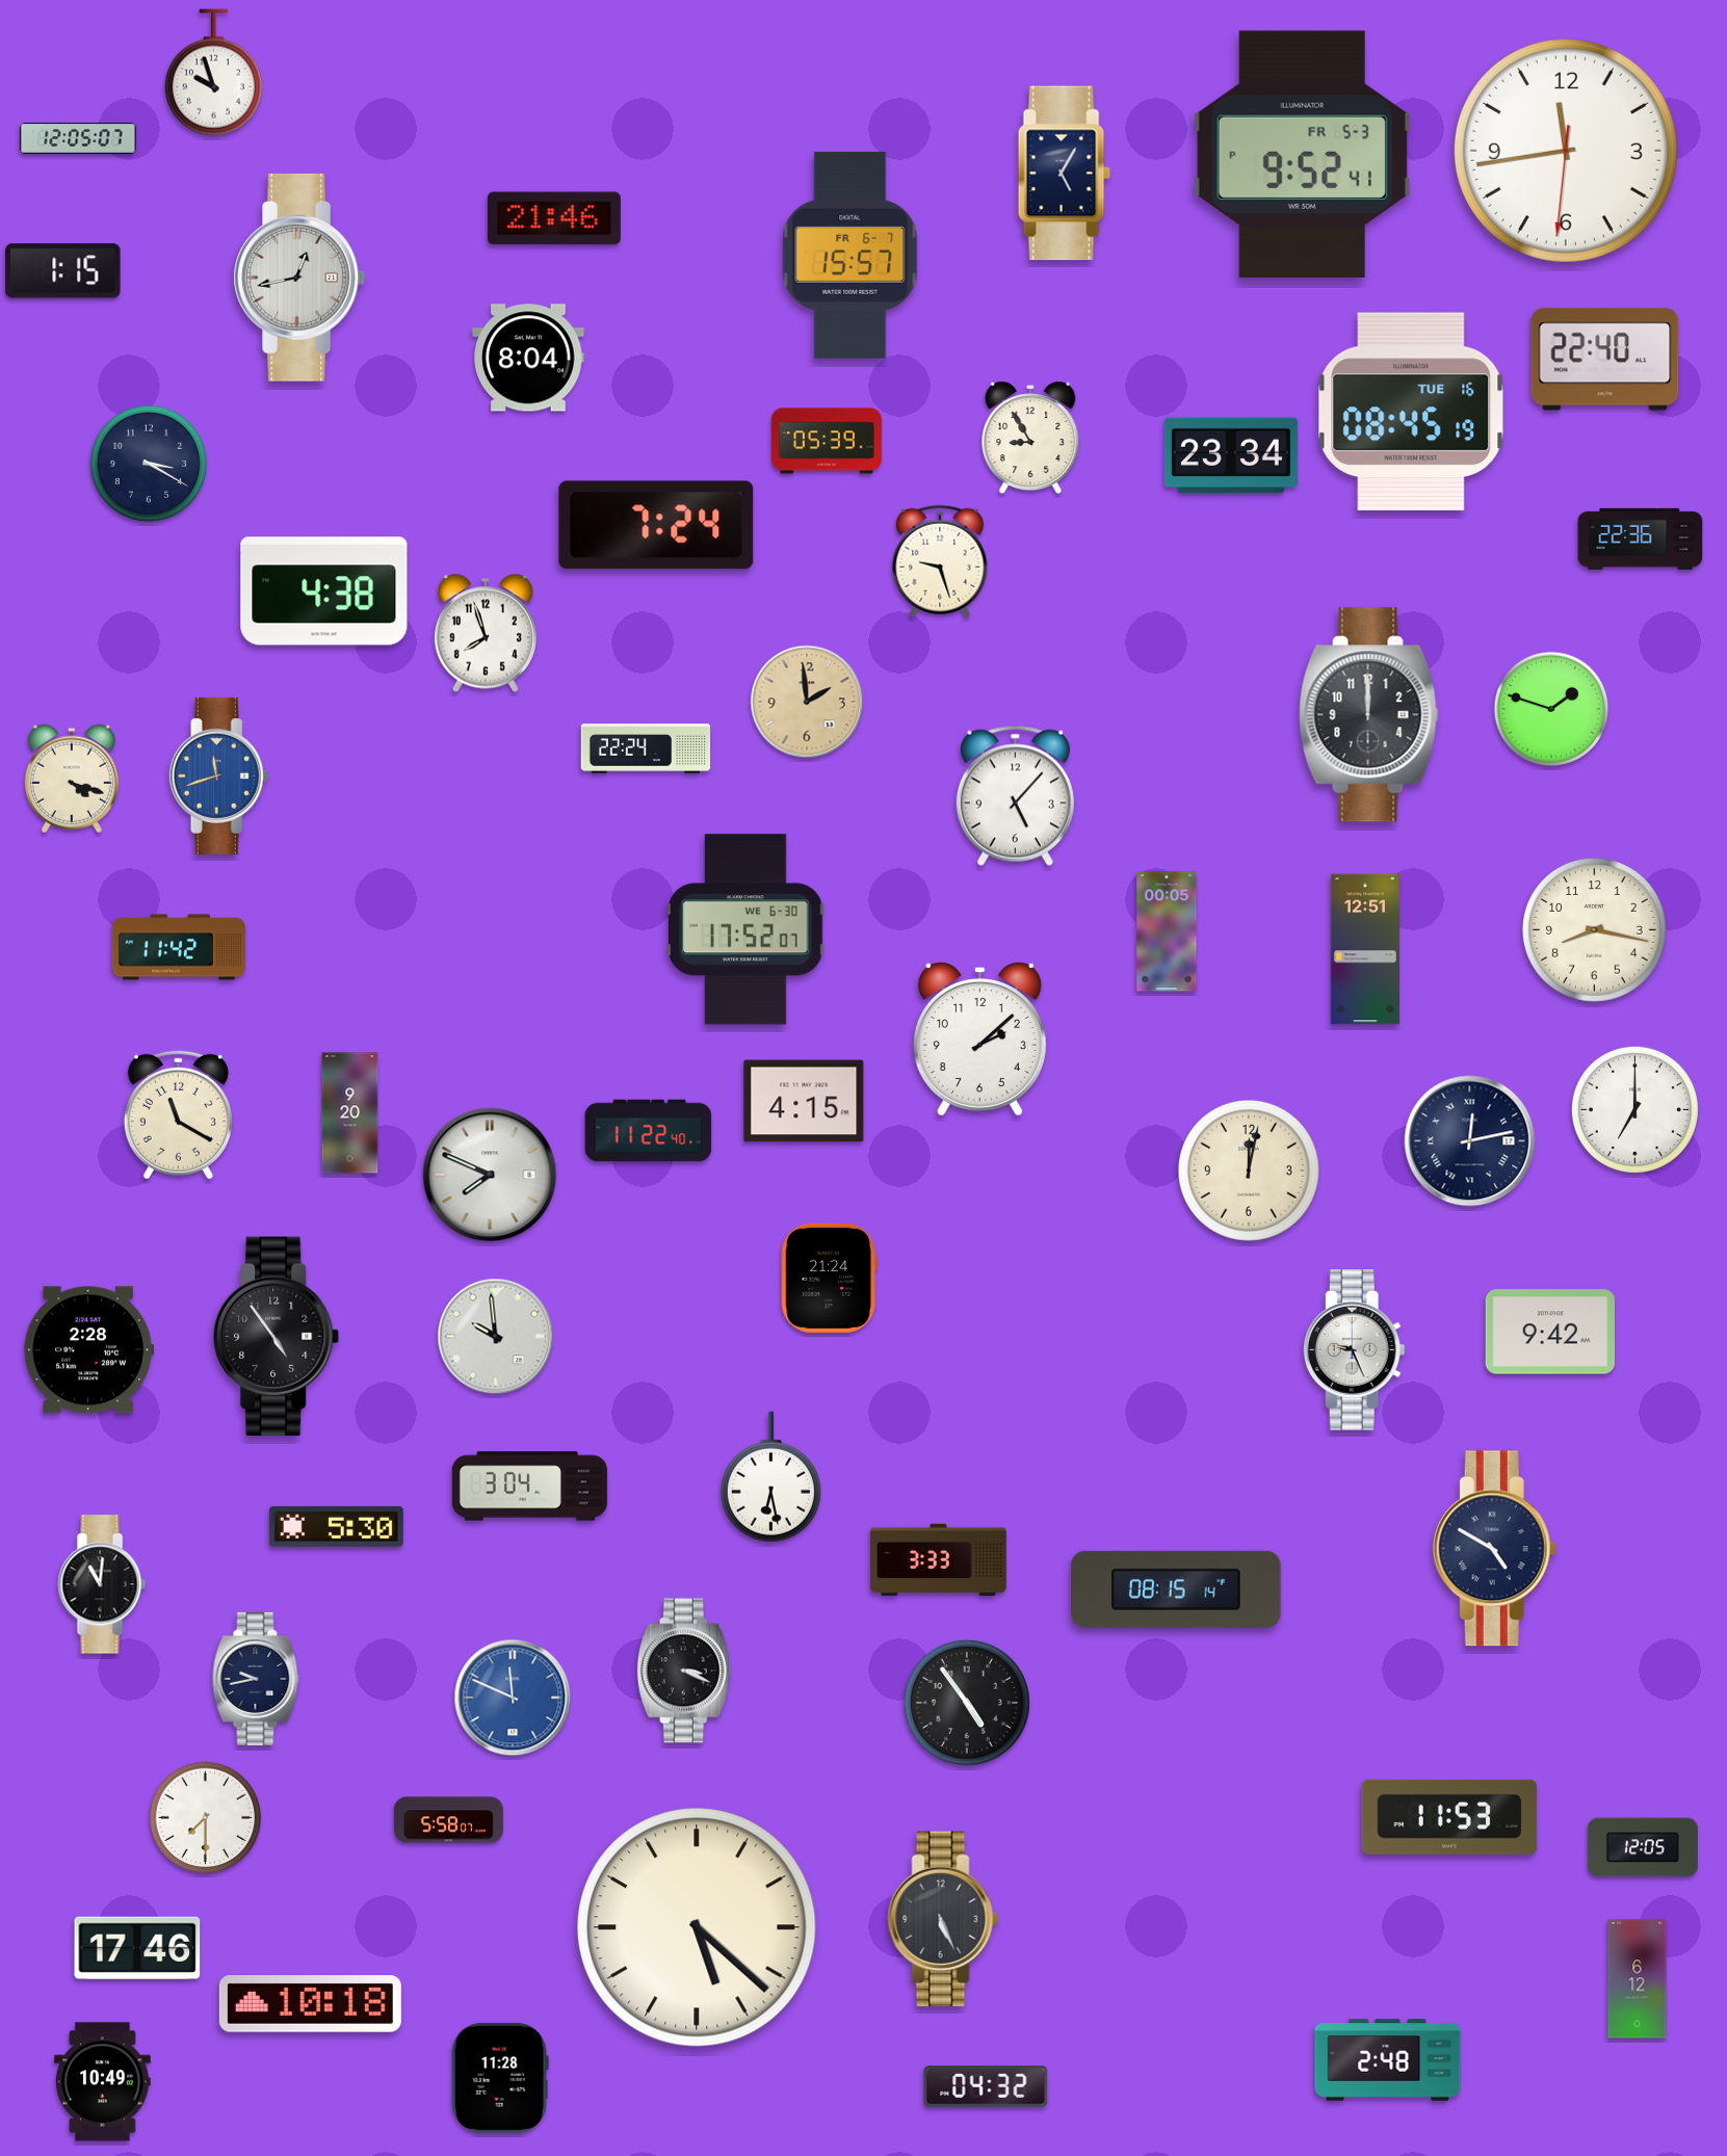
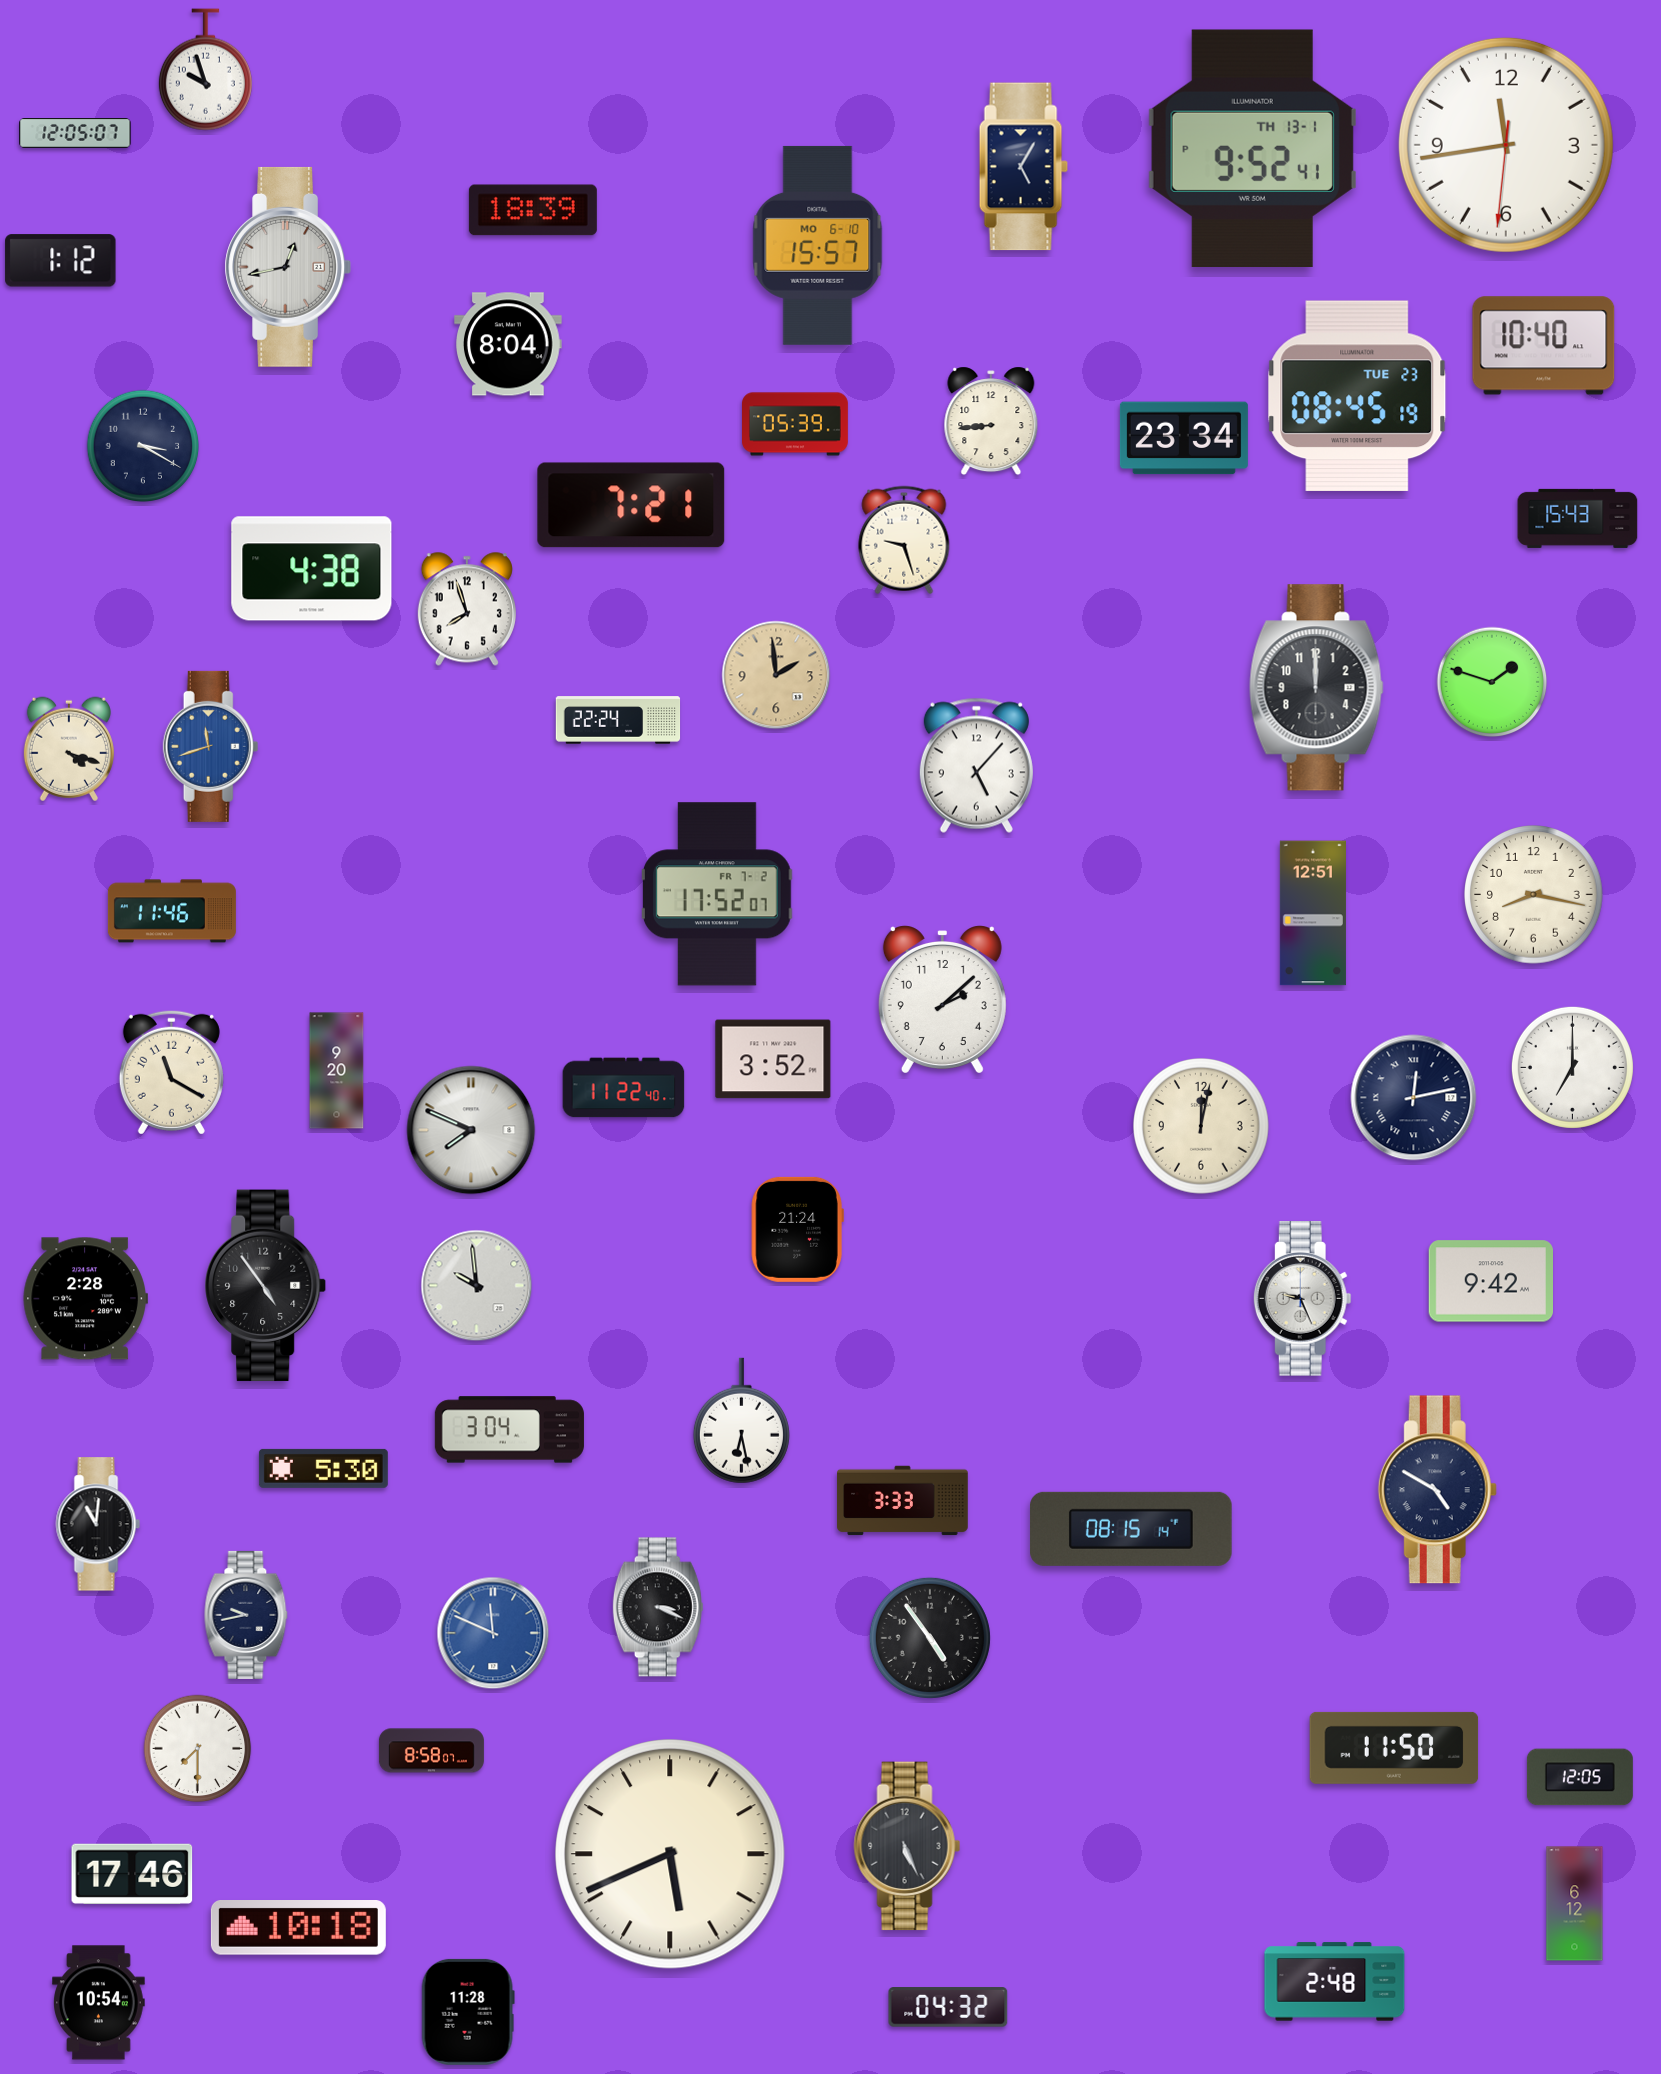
clock at (1302, 154) date: FR 5-3 -> TH 13-1
clock at (554, 218): 21:46 -> 18:39
clock at (851, 255) date: FR 6-7 -> MO 6-10
clock at (63, 271): 1:15 -> 1:12
clock at (1605, 360): 22:40 -> 10:40
clock at (1411, 411) date: TUE 16 -> TUE 23
clock at (1030, 438): 8:55 -> 8:44
clock at (656, 525): 7:24 -> 7:21
clock at (1641, 538): 22:36 -> 15:43
clock at (646, 748) position: (646, 748) -> (618, 720)
clock at (747, 929) date: WE 6-30 -> FR 7-2
clock at (1167, 931): 00:05 -> none
clock at (179, 947): 11:42 -> 11:46
clock at (804, 1101): 4:15 -> 3:52
clock at (1449, 1817): 11:53 -> 11:50
clock at (448, 1820): 5:58 -> 8:58
clock at (697, 1927): 5:22 -> 5:41
clock at (500, 2078) position: (500, 2078) -> (468, 2012)
clock at (103, 2082): 10:49 -> 10:54
